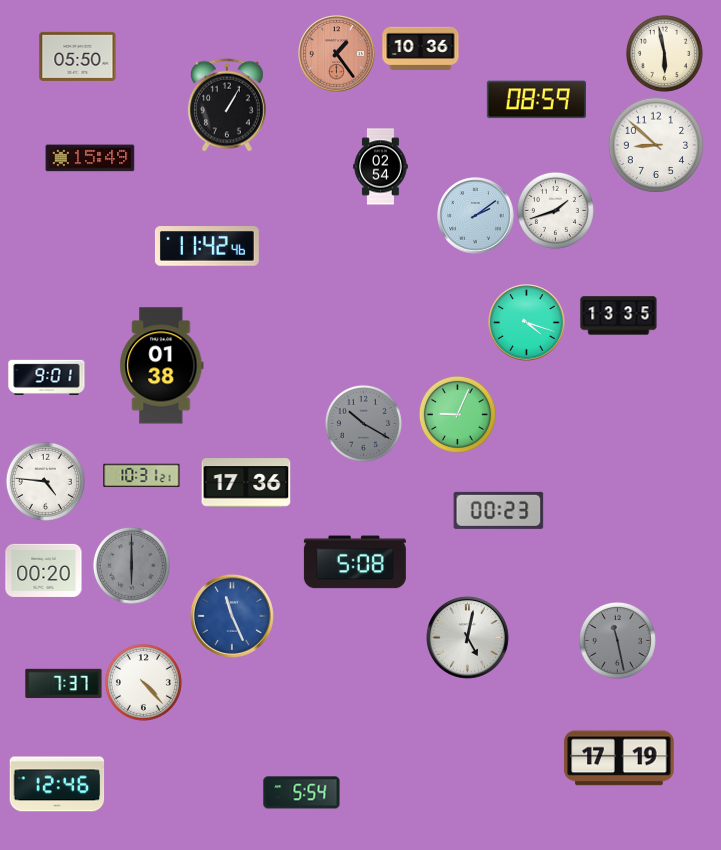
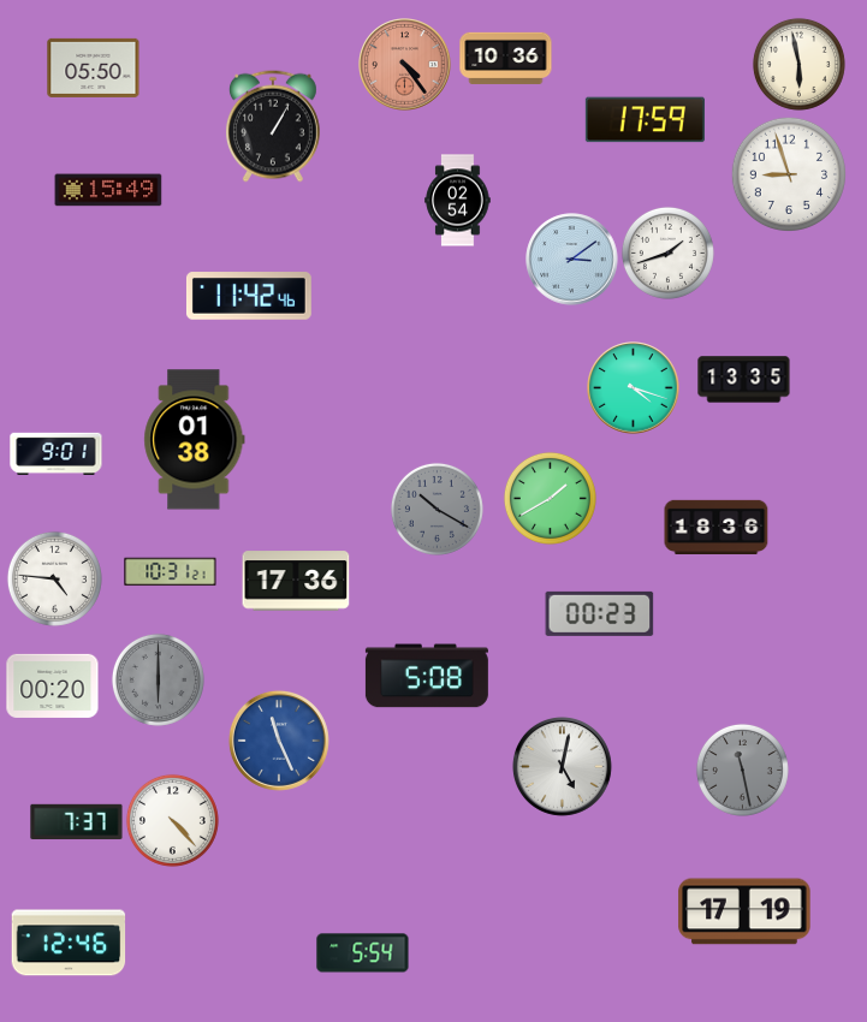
clock at (337, 54): 1:24 -> 4:24
clock at (536, 100): 08:59 -> 17:59
clock at (655, 144): 8:52 -> 8:57
clock at (476, 216): 2:09 -> 3:09
clock at (457, 414): 9:04 -> 1:40
clock at (717, 527): none -> 18:36
